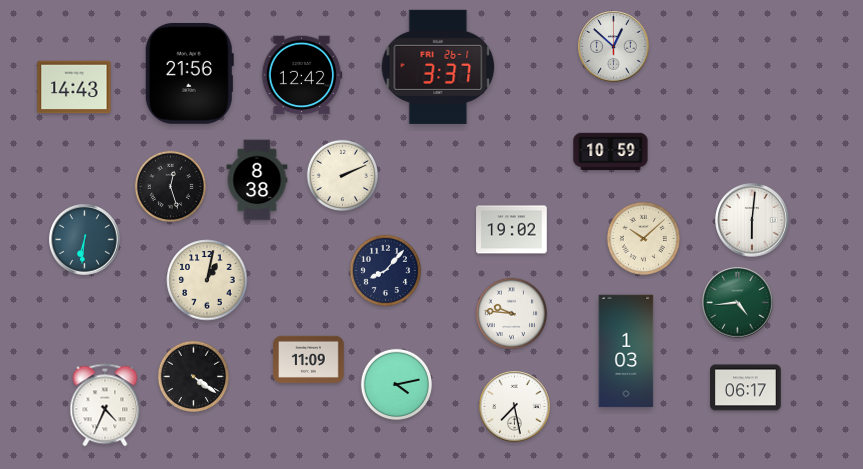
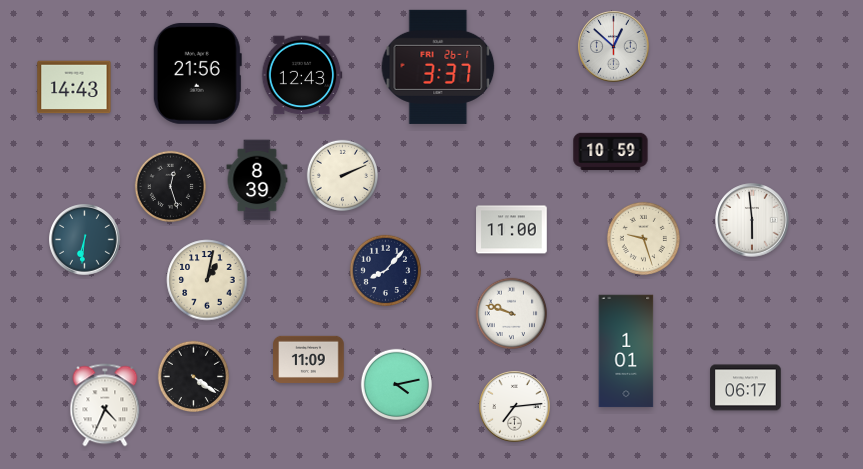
clock at (189, 73) position: (189, 73) -> (197, 73)
clock at (302, 75): 12:42 -> 12:43
clock at (257, 180): 8:38 -> 8:39
clock at (752, 220): 6:01 -> 5:59
clock at (512, 230): 19:02 -> 11:00
clock at (643, 238): 10:08 -> 9:27
clock at (738, 303): 4:44 -> none
clock at (511, 313): 9:46 -> 9:48
clock at (626, 351): 1:03 -> 1:01
clock at (515, 407): 7:28 -> 7:14
